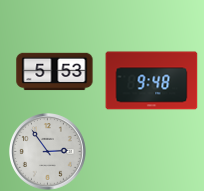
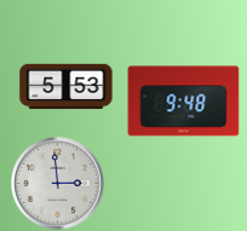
clock at (152, 81) position: (152, 81) -> (184, 102)
clock at (48, 152): 2:54 -> 2:59
